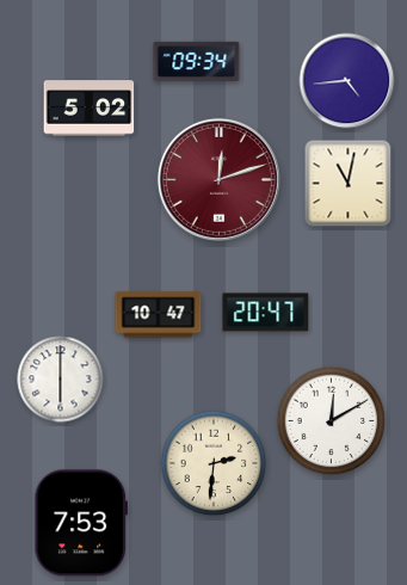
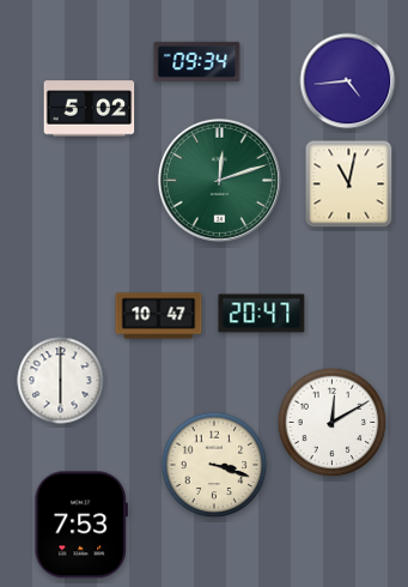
clock at (218, 179) dial: burgundy -> green
clock at (266, 313) position: (266, 313) -> (262, 314)
clock at (214, 463): 2:31 -> 3:18
